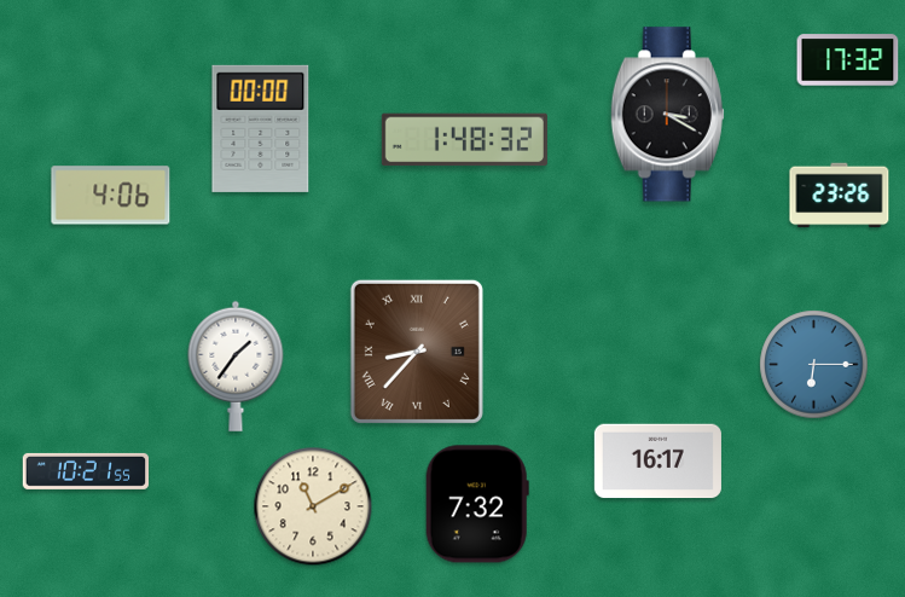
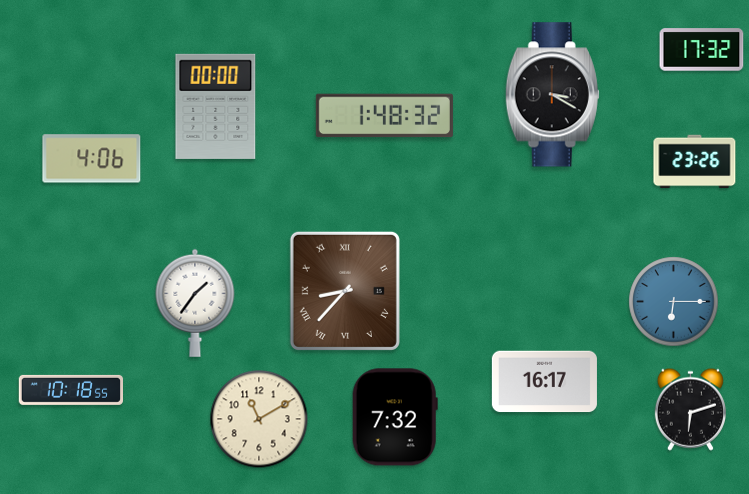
clock at (111, 196) position: (111, 196) -> (92, 159)
clock at (85, 471): 10:21 -> 10:18
clock at (690, 409): none -> 6:12
